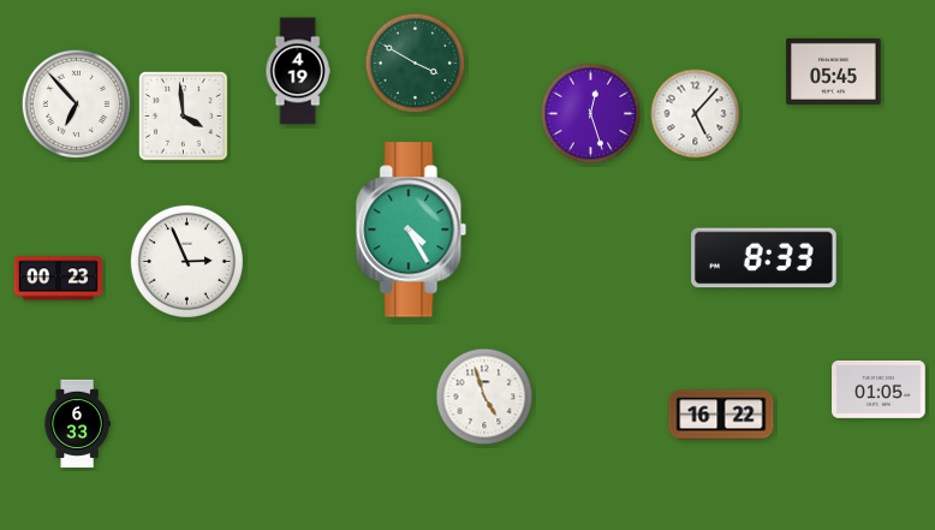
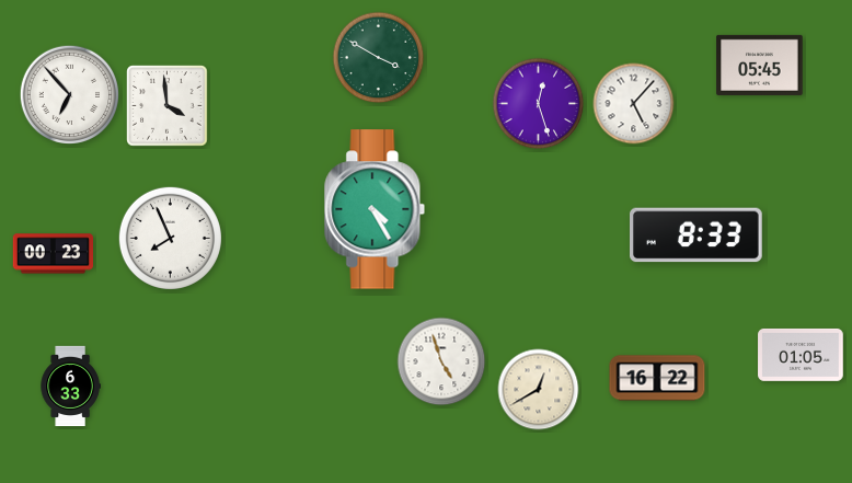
clock at (298, 71): 4:19 -> none
clock at (186, 261): 2:56 -> 7:56
clock at (539, 390): none -> 12:40
